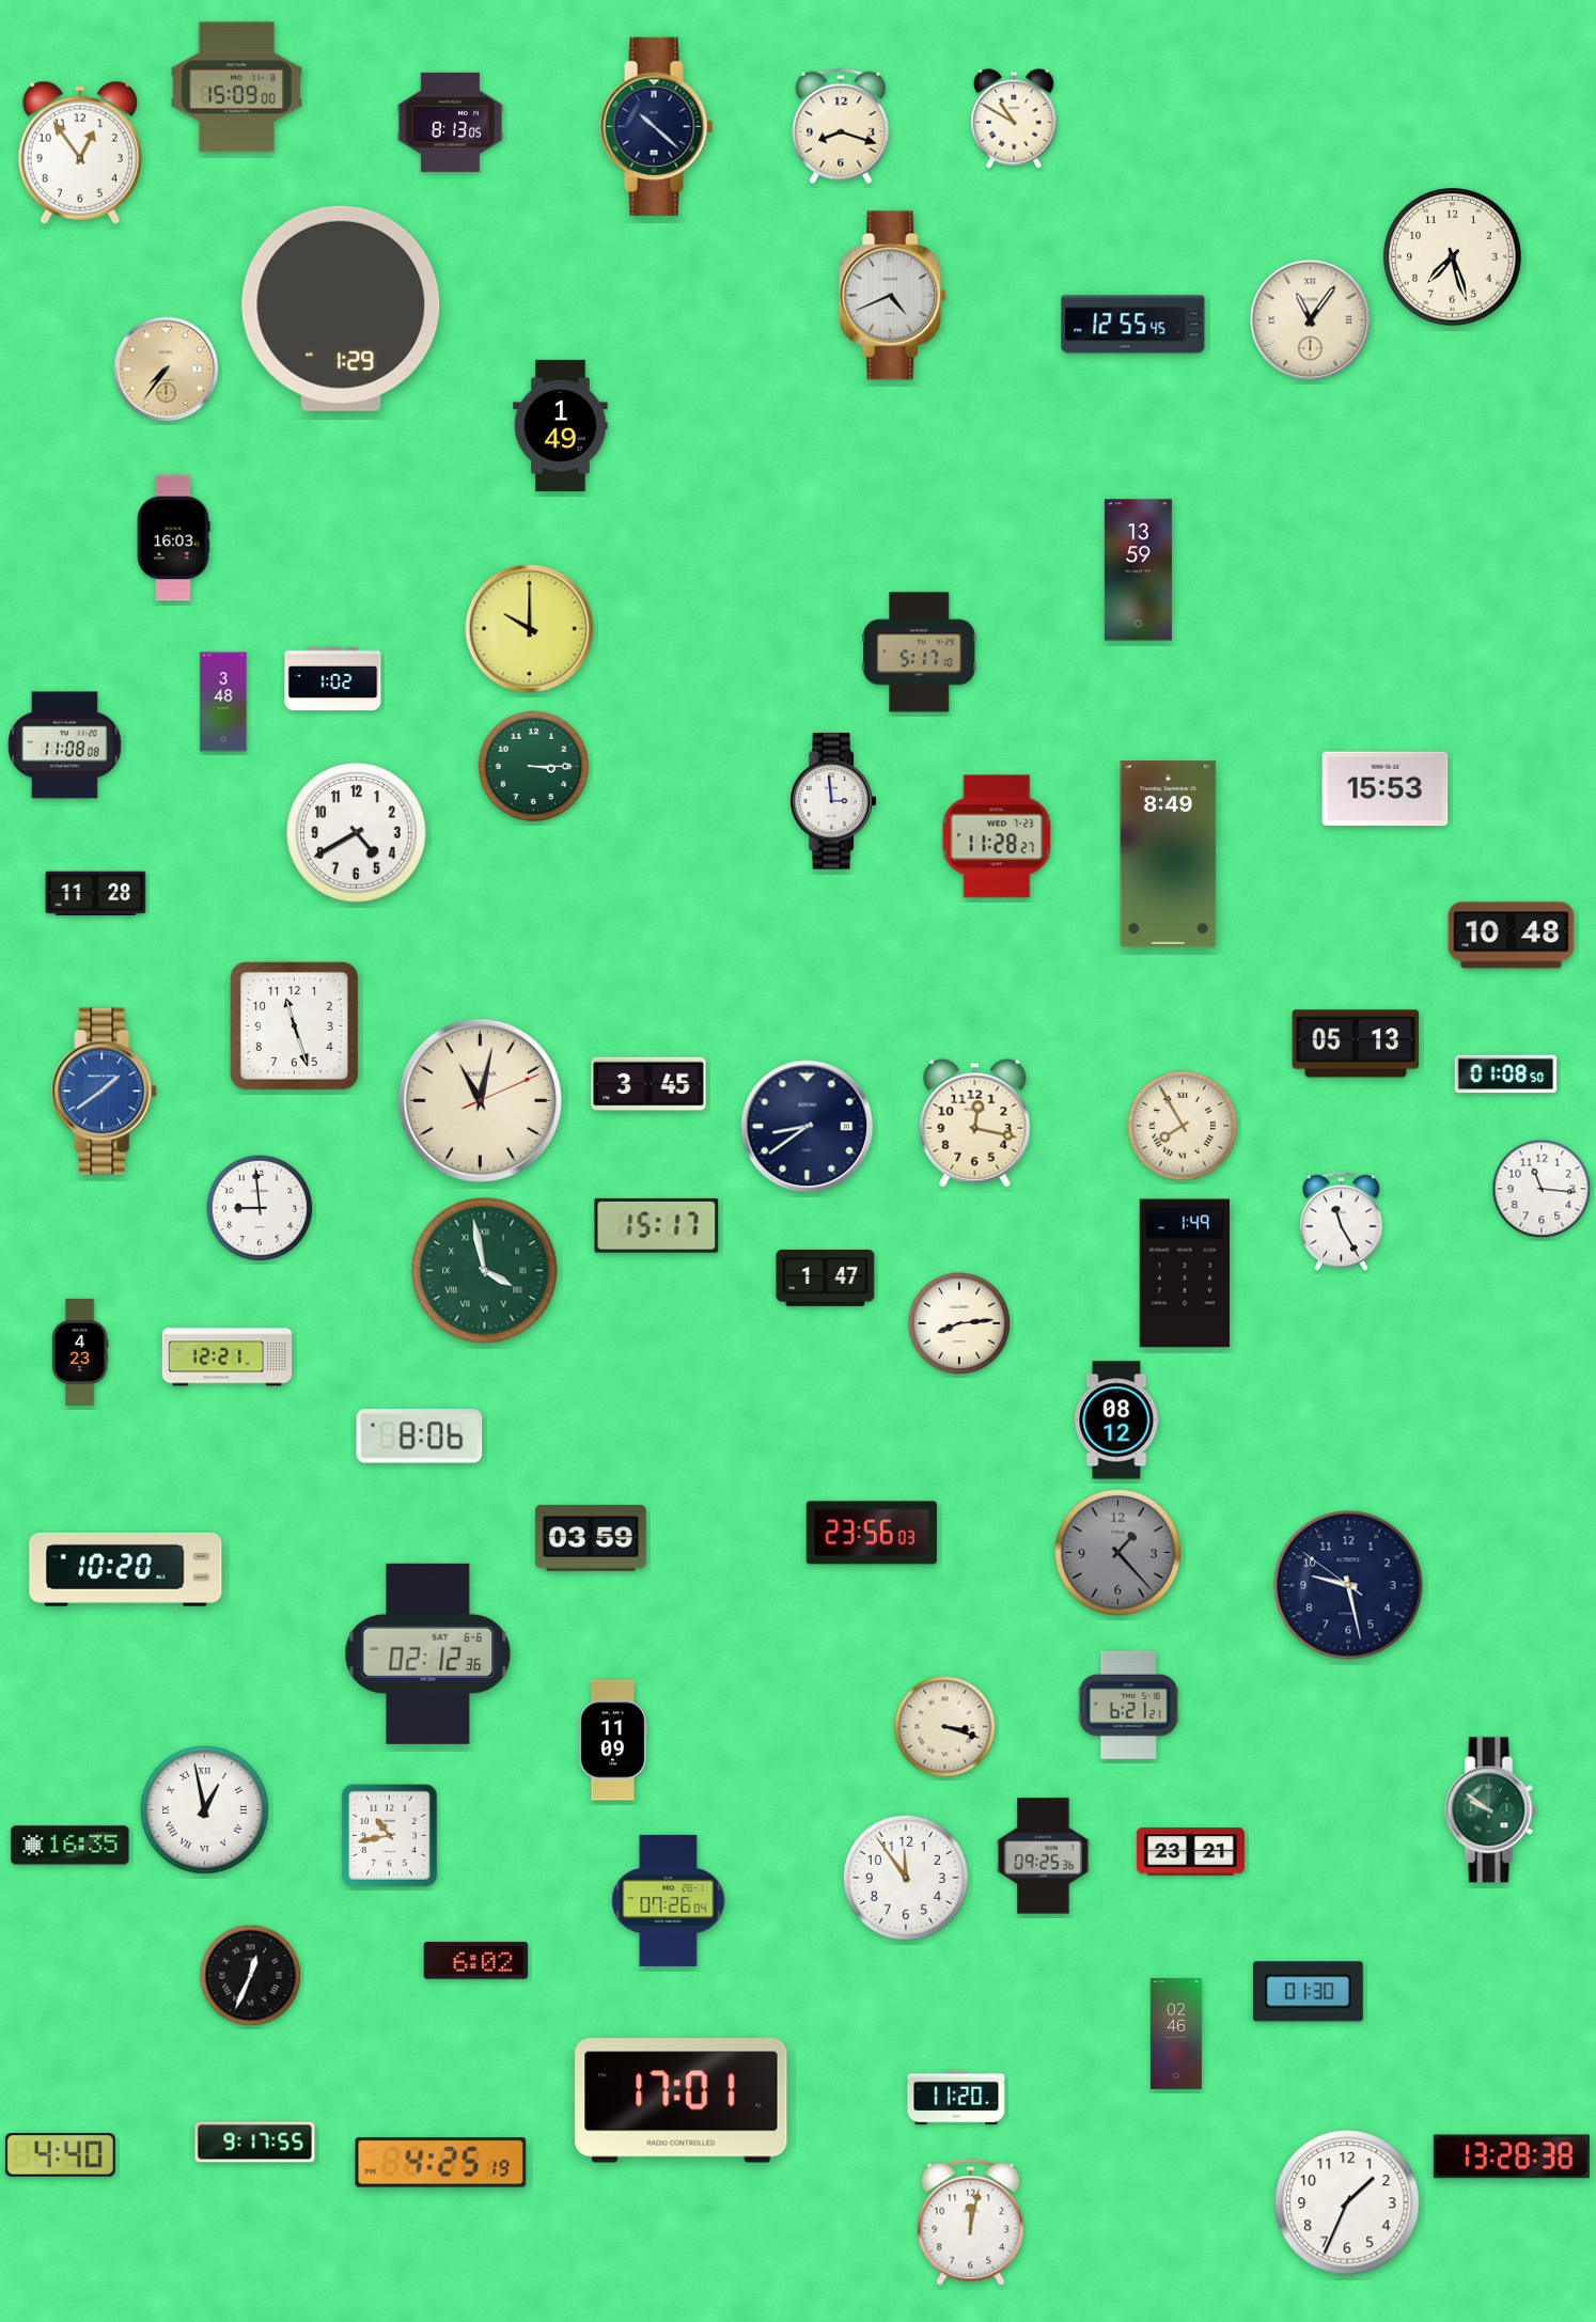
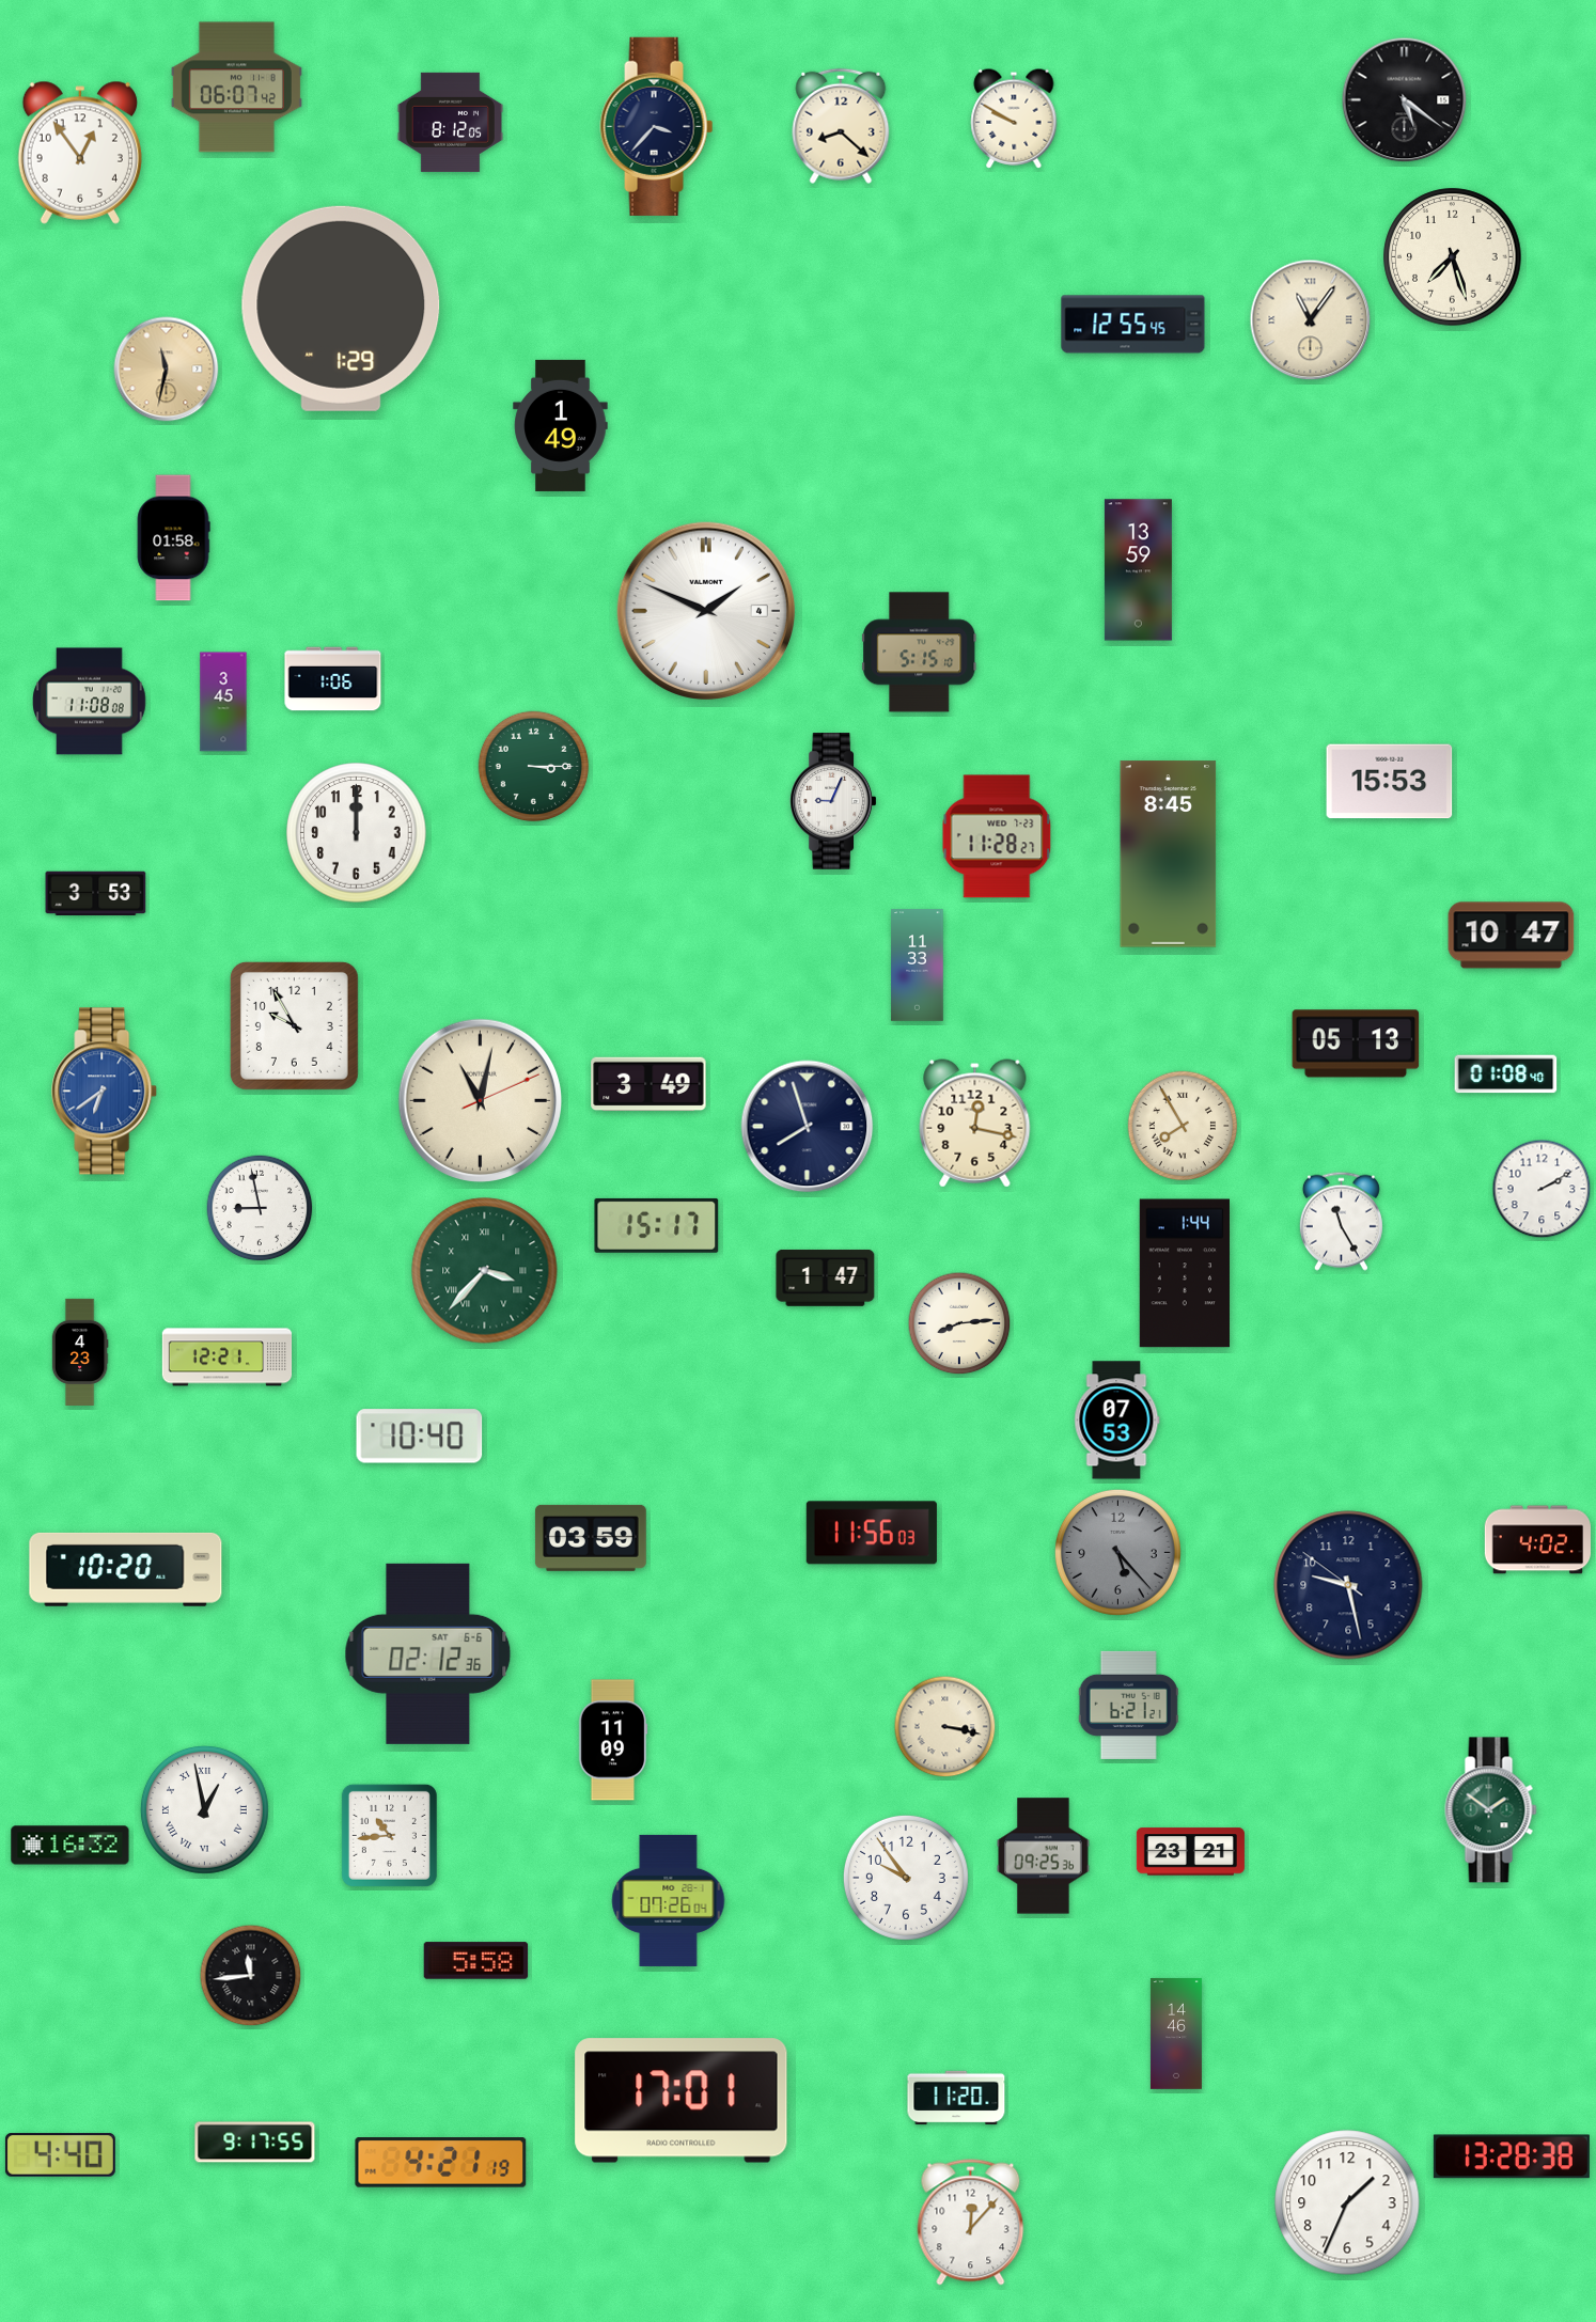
clock at (236, 88): 15:09 -> 06:07
clock at (1405, 100): none -> 5:21
clock at (1014, 119): 10:50 -> 9:50
clock at (450, 122): 8:13 -> 8:12
clock at (657, 126): 10:22 -> 3:37
clock at (841, 126): 8:18 -> 8:22
clock at (893, 296): 4:41 -> none
clock at (167, 370): 7:36 -> 11:32
clock at (173, 538): 16:03 -> 01:58
clock at (706, 611): none -> 1:49
clock at (530, 629): 10:00 -> none
clock at (920, 653): 5:17 -> 5:15
clock at (333, 679): 1:02 -> 1:06
clock at (223, 702): 3:48 -> 3:45
clock at (65, 746) position: (65, 746) -> (90, 702)
clock at (1386, 789) position: (1386, 789) -> (1390, 782)
clock at (833, 801): 2:59 -> 9:04
clock at (357, 833): 4:40 -> 12:00
clock at (1169, 854): 8:49 -> 8:45
clock at (96, 894): 11:28 -> 3:53
clock at (1512, 936): 10:48 -> 10:47
clock at (918, 966): none -> 11:33
clock at (294, 1025): 11:27 -> 9:55
clock at (1506, 1074): 01:08:50 -> 01:08:40
clock at (648, 1084): 3:45 -> 3:49
clock at (105, 1092): 1:39 -> 6:39
clock at (808, 1127): 8:39 -> 7:57
clock at (1542, 1189): 11:16 -> 2:10
clock at (260, 1208): 8:59 -> 8:58
clock at (485, 1271): 3:58 -> 3:37
clock at (1185, 1273): 1:49 -> 1:44
clock at (1117, 1421): 08:12 -> 07:53
clock at (420, 1437): 8:06 -> 10:40
clock at (872, 1533): 23:56 -> 11:56
clock at (1537, 1540): none -> 4:02
clock at (1117, 1552): 1:23 -> 5:23
clock at (945, 1727): 3:18 -> 3:17
clock at (1491, 1810): 9:51 -> 1:51
clock at (389, 1835): 10:43 -> 10:44
clock at (71, 1846): 16:35 -> 16:32
clock at (906, 1878): 11:54 -> 9:54
clock at (476, 1961): 6:02 -> 5:58
clock at (251, 1976): 12:34 -> 11:44
clock at (1308, 1992): 01:30 -> none
clock at (1176, 2034): 02:46 -> 14:46
clock at (441, 2163): 4:25 -> 4:21
clock at (971, 2223): 12:02 -> 12:07
